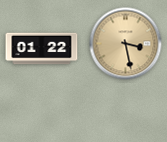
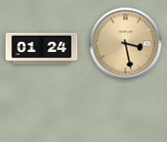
clock at (42, 49): 01:22 -> 01:24
